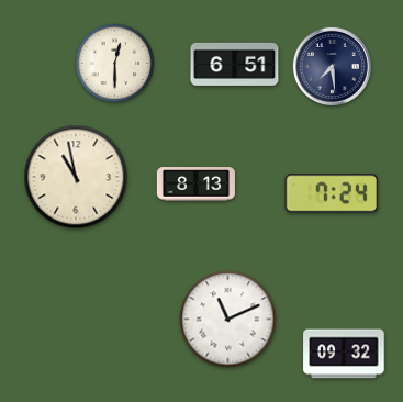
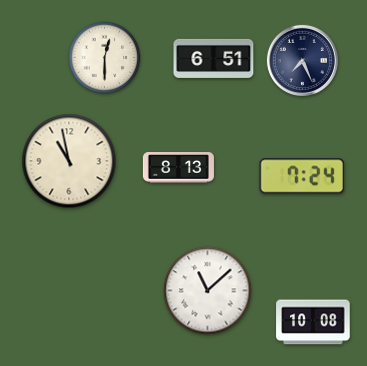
clock at (332, 66): 7:29 -> 7:26
clock at (228, 320): 11:11 -> 11:08
clock at (344, 354): 09:32 -> 10:08
